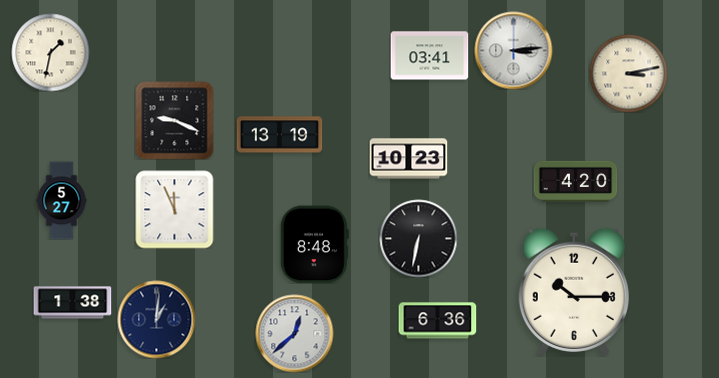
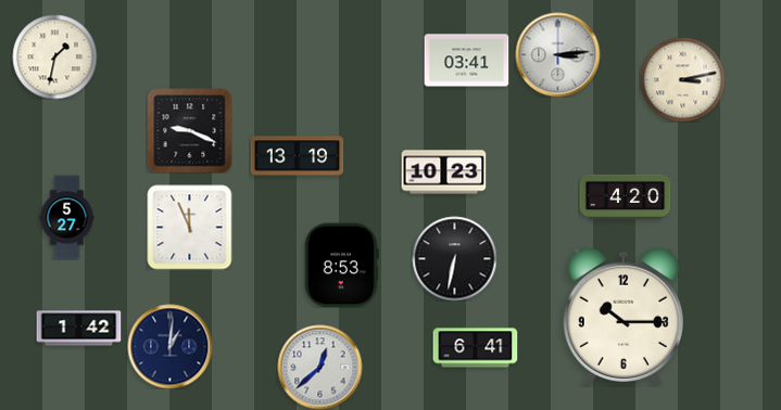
clock at (279, 135) position: (279, 135) -> (297, 156)
clock at (314, 244): 8:48 -> 8:53
clock at (72, 303): 1:38 -> 1:42
clock at (437, 321): 6:36 -> 6:41
clock at (294, 333) position: (294, 333) -> (319, 367)
